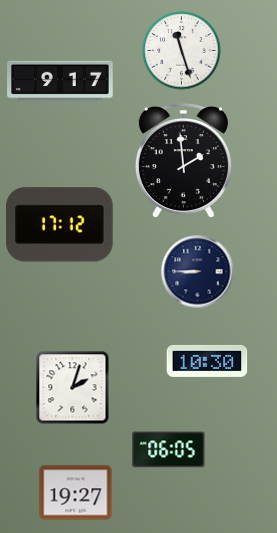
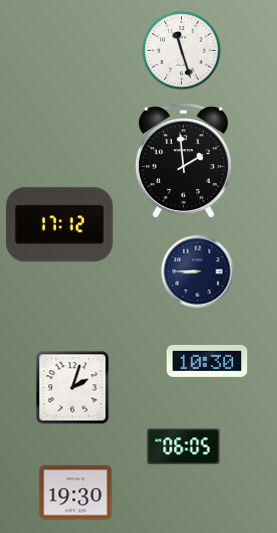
clock at (60, 81): 9:17 -> none
clock at (169, 450) position: (169, 450) -> (184, 447)
clock at (76, 493): 19:27 -> 19:30
